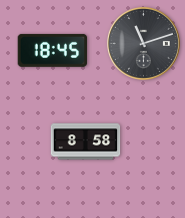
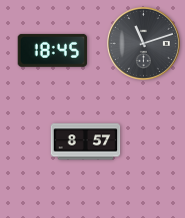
clock at (86, 142): 8:58 -> 8:57
